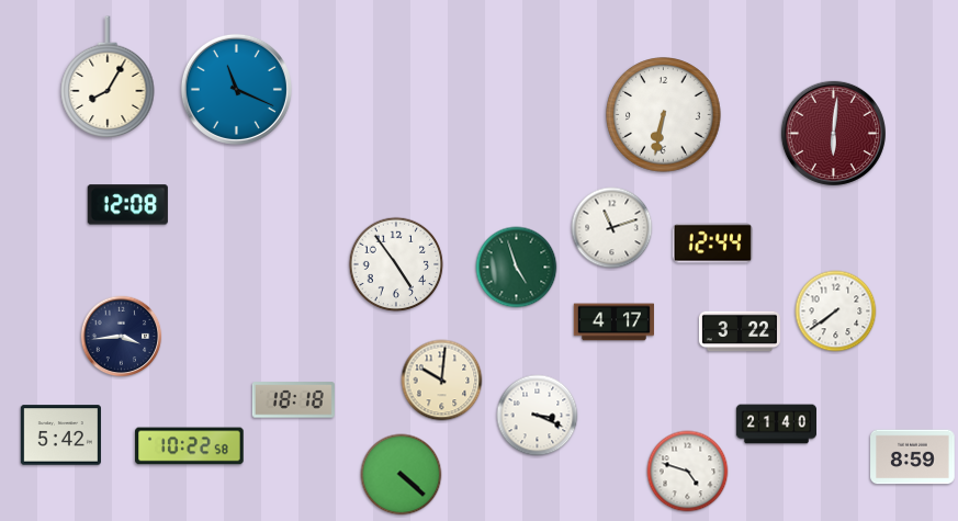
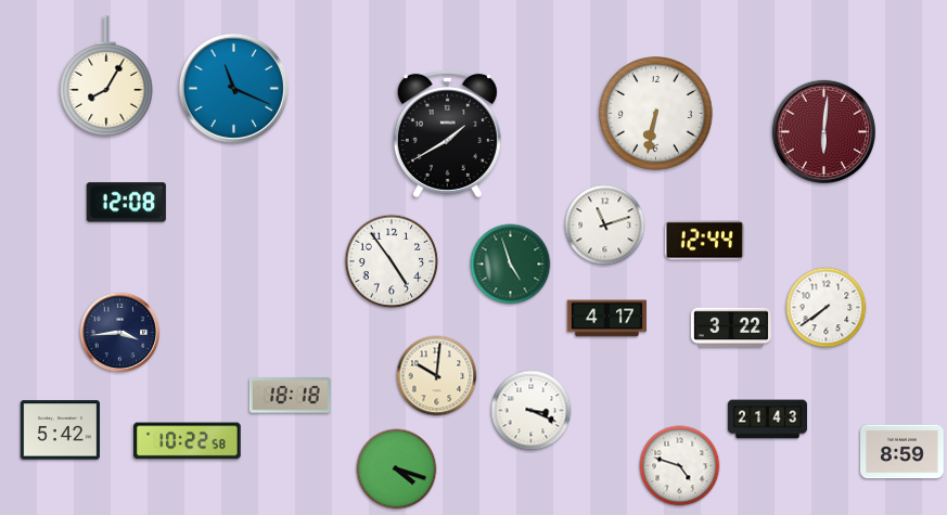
clock at (447, 133): none -> 1:40
clock at (776, 424): 21:40 -> 21:43
clock at (402, 475): 4:22 -> 4:18
